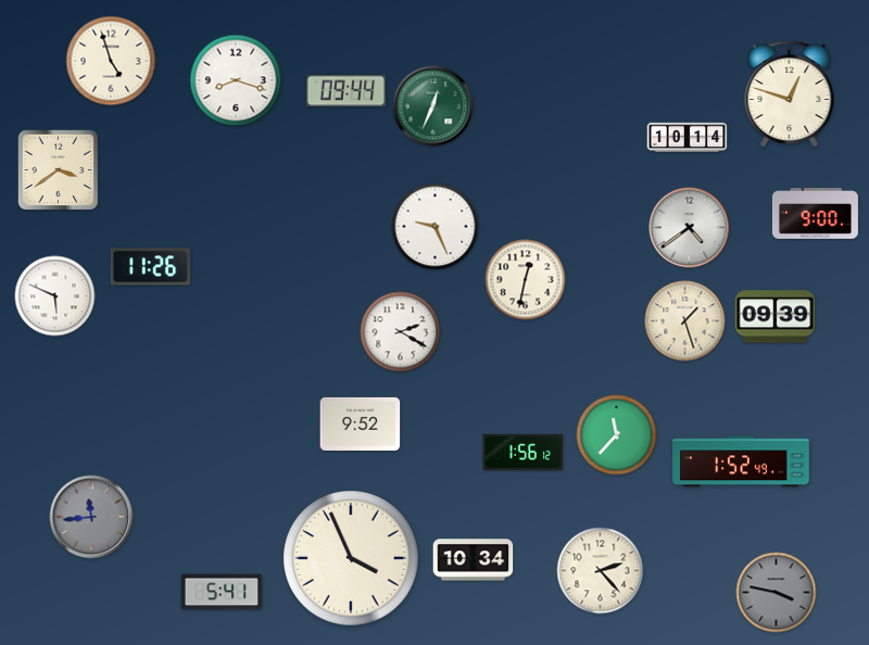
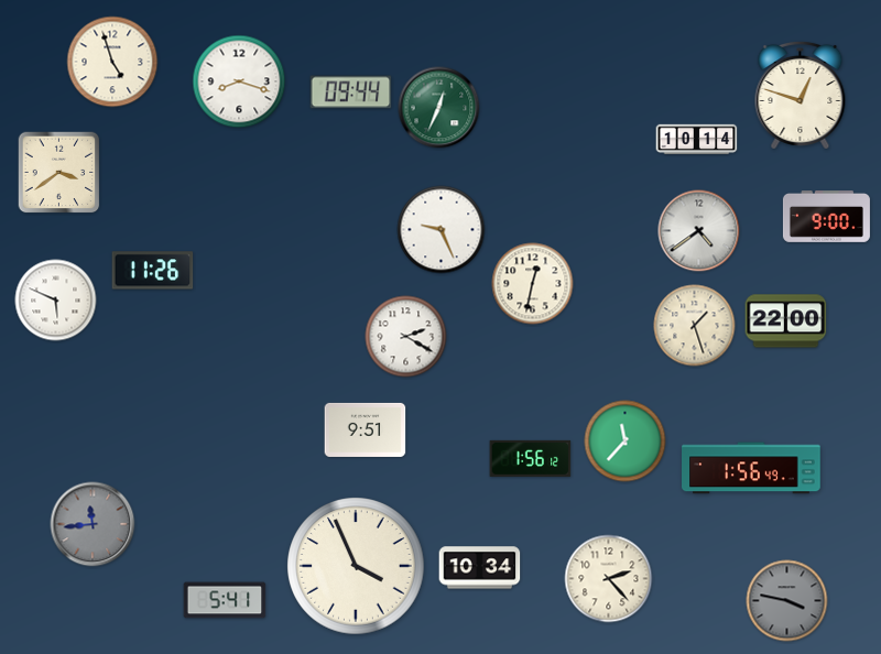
clock at (776, 317): 09:39 -> 22:00
clock at (361, 423): 9:52 -> 9:51
clock at (742, 461): 1:52 -> 1:56
